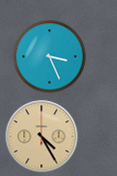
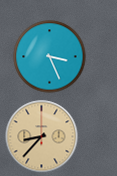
clock at (42, 137): 4:25 -> 8:37
